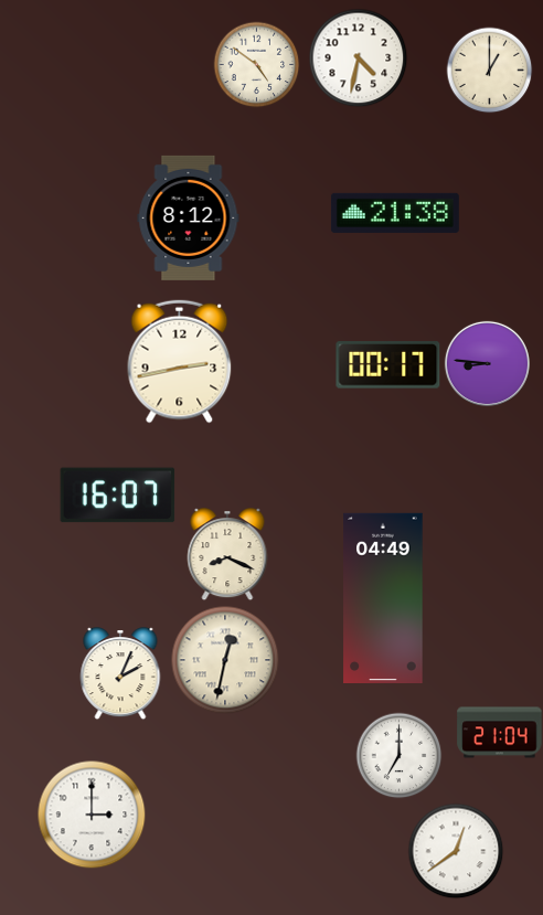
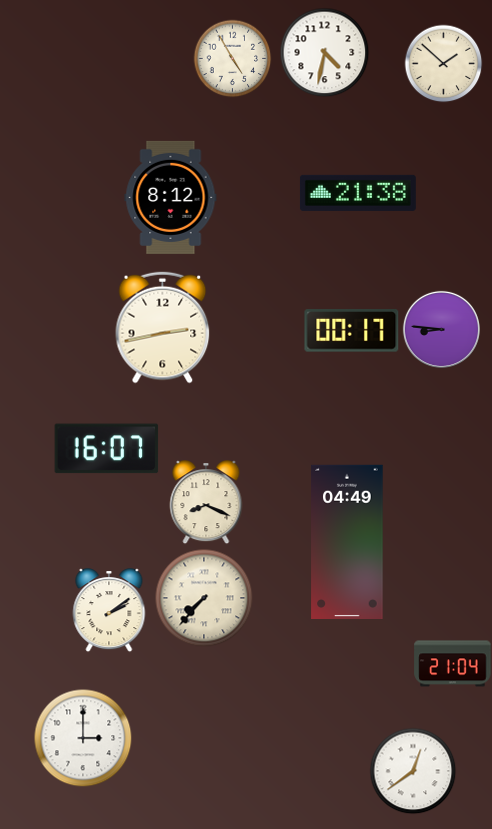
clock at (256, 64): 4:51 -> 4:55
clock at (489, 70): 1:00 -> 1:52
clock at (225, 660): 12:32 -> 7:37
clock at (120, 673): 2:04 -> 2:09
clock at (398, 755): 7:00 -> none
